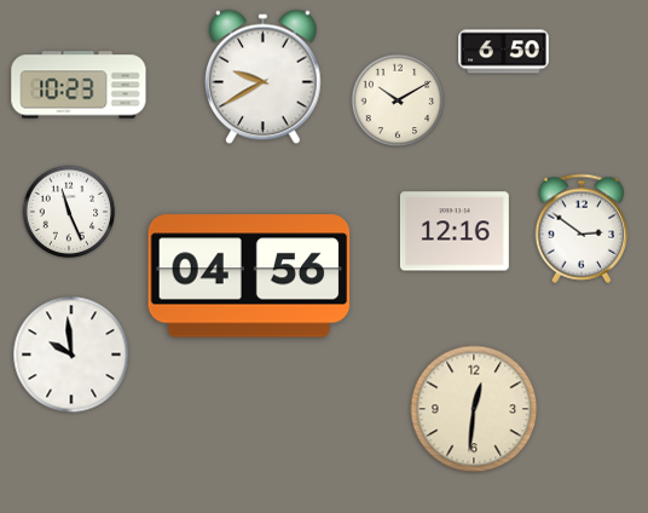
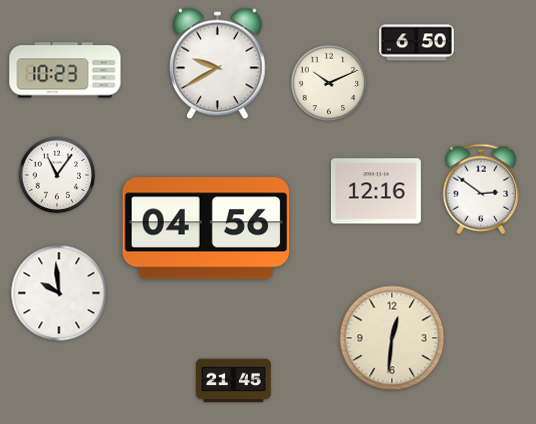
clock at (398, 100): 10:10 -> 10:11
clock at (69, 212): 11:26 -> 11:06
clock at (234, 381): none -> 21:45
